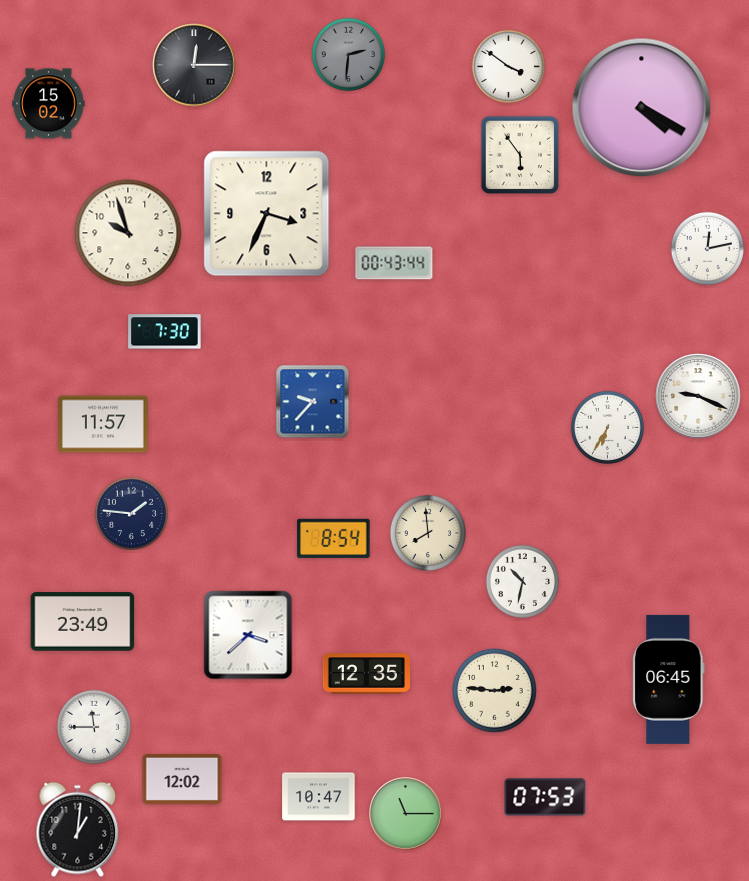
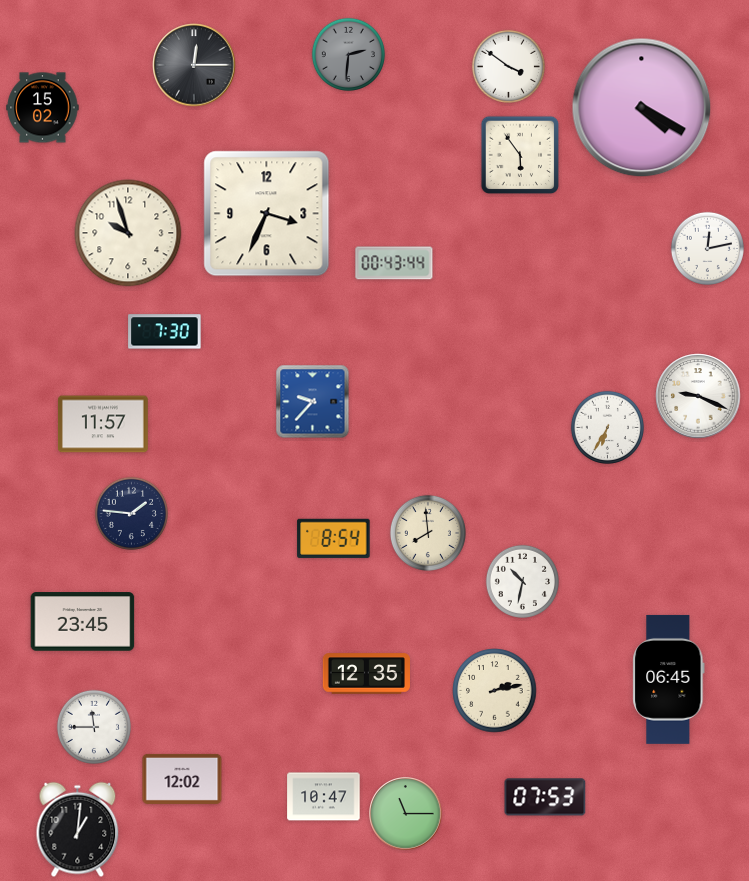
clock at (49, 104) position: (49, 104) -> (43, 108)
clock at (83, 622): 23:49 -> 23:45
clock at (248, 635): 3:38 -> none
clock at (495, 691): 2:46 -> 2:13
clock at (319, 797) position: (319, 797) -> (324, 797)
